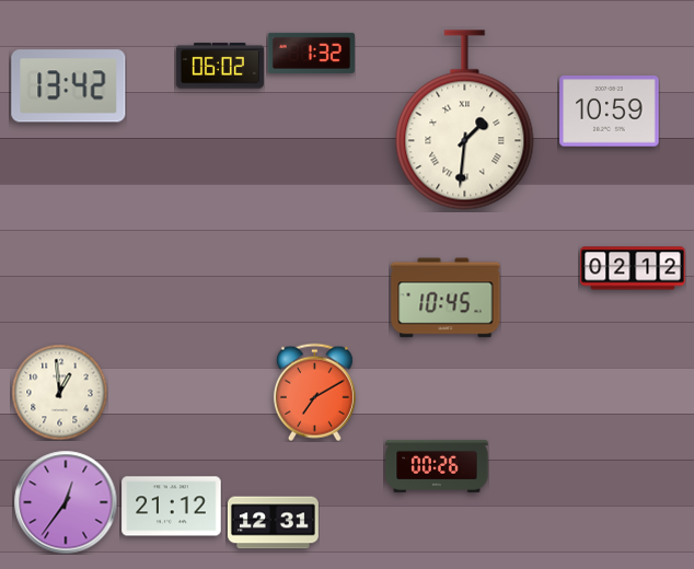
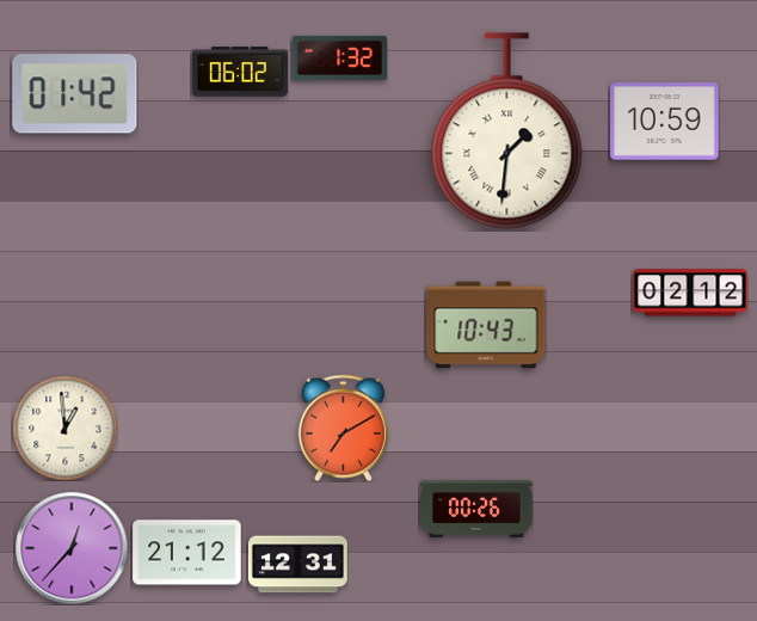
clock at (69, 86): 13:42 -> 01:42
clock at (446, 298): 10:45 -> 10:43
clock at (66, 502): 12:36 -> 12:37
clock at (273, 523) position: (273, 523) -> (297, 565)
